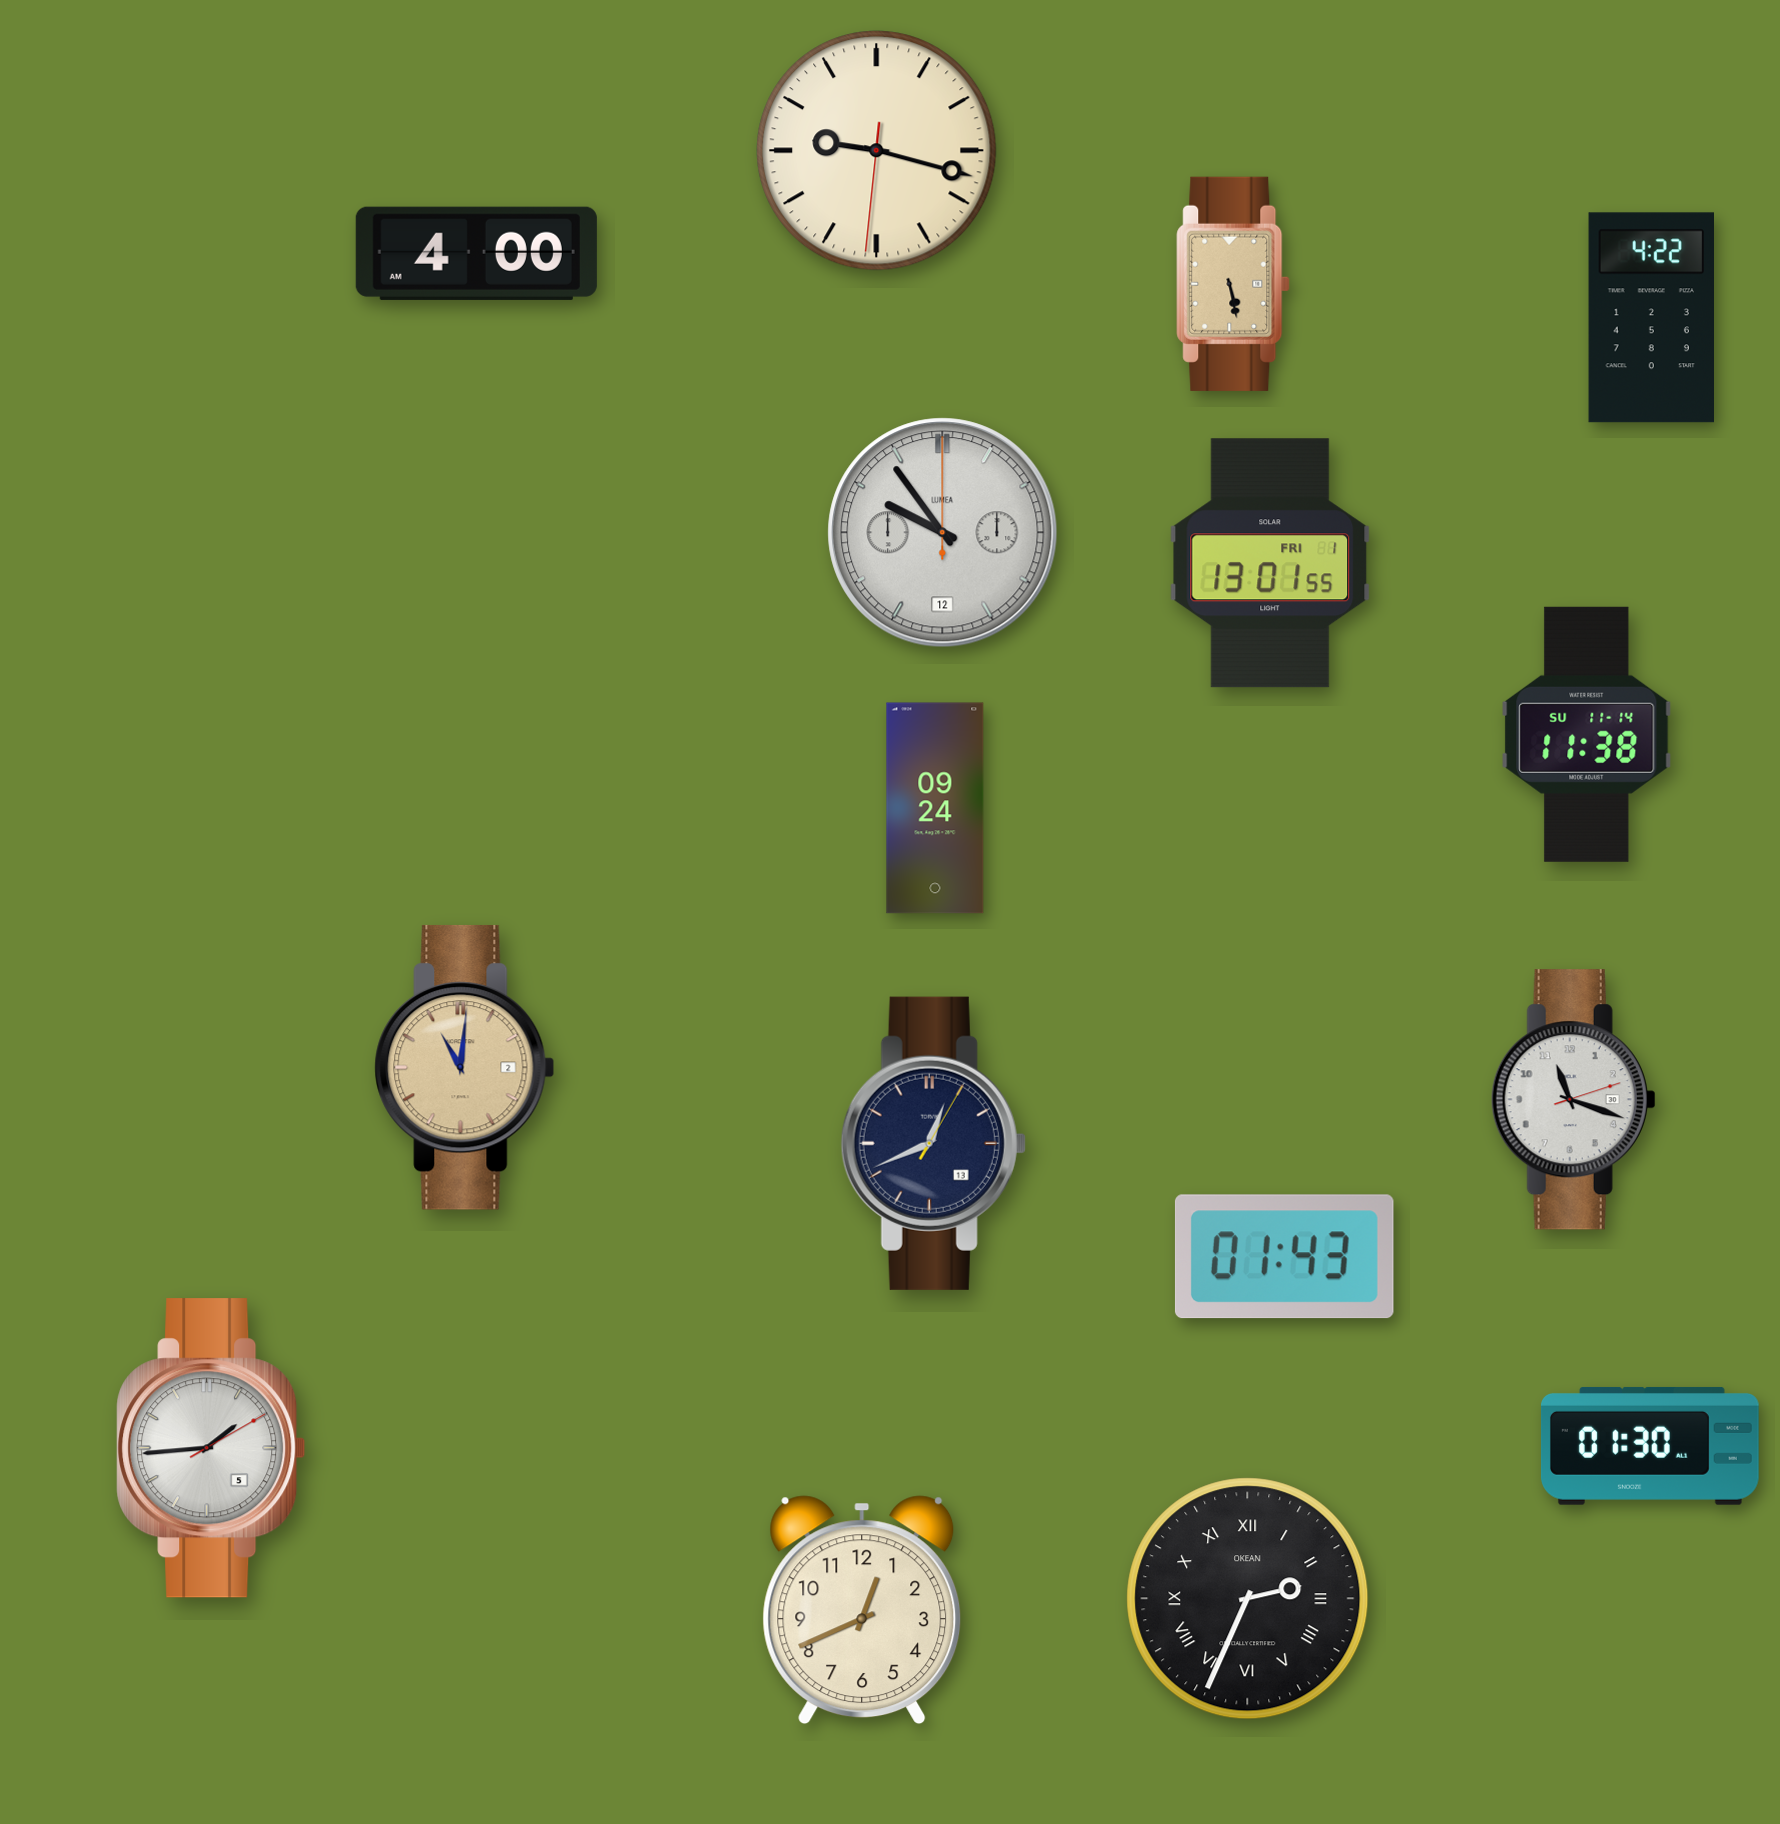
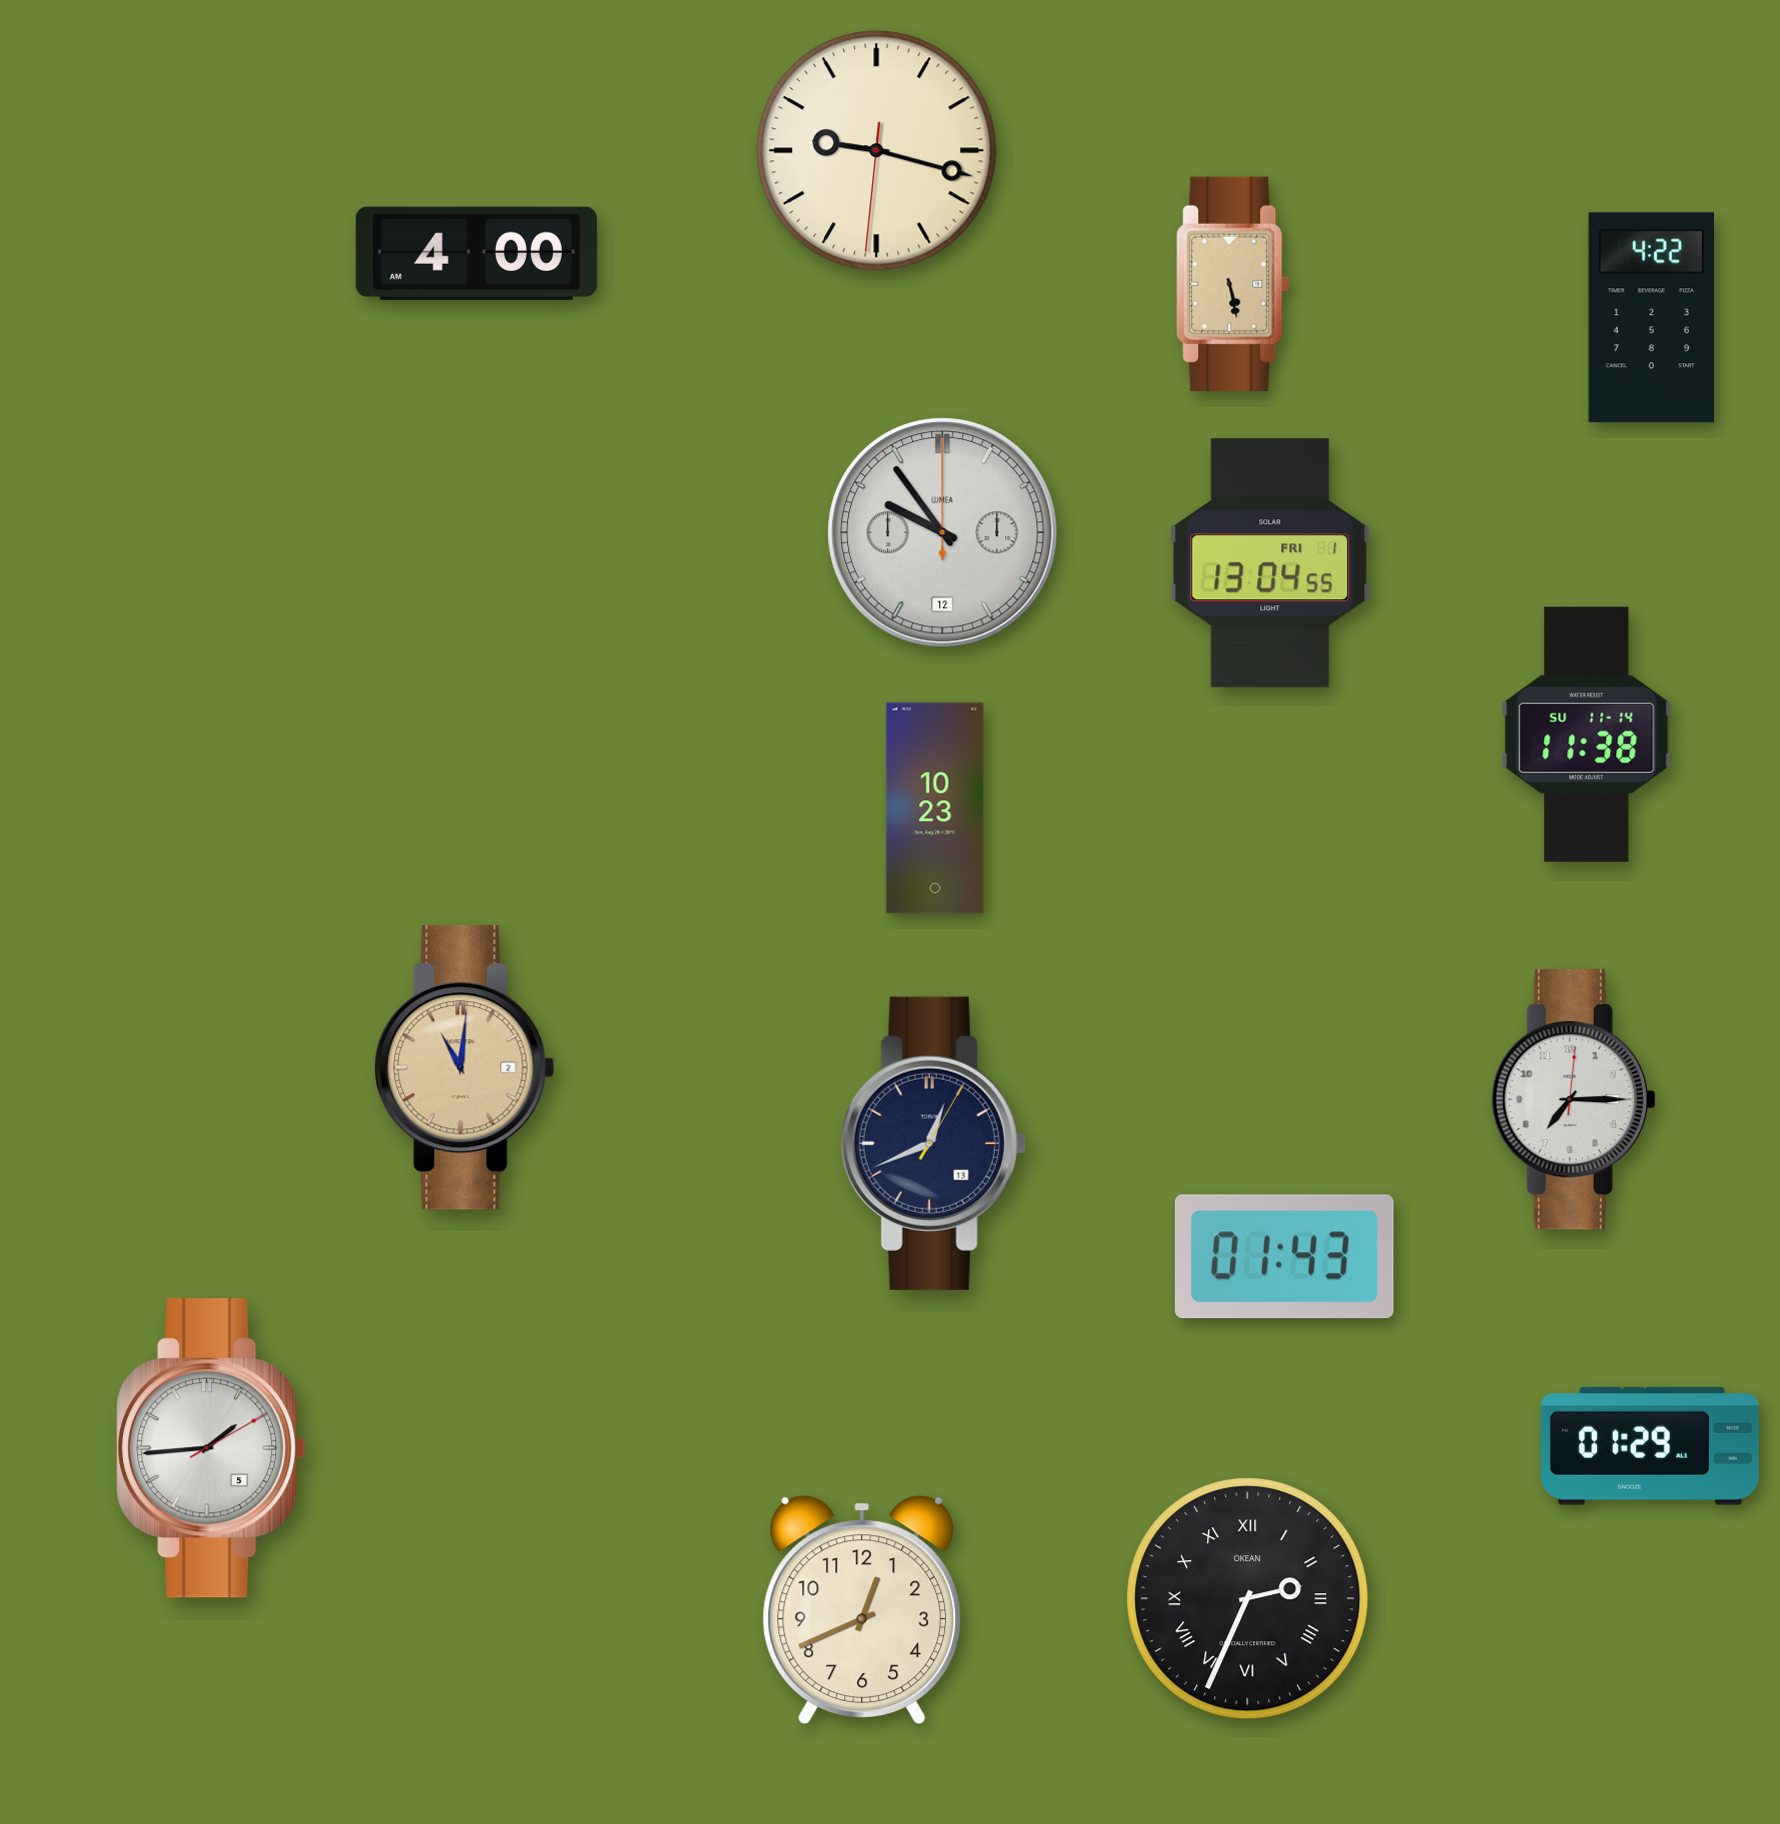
clock at (1270, 563): 13:01 -> 13:04
clock at (935, 808): 09:24 -> 10:23
clock at (1573, 1100): 11:18 -> 7:15
clock at (1650, 1446): 01:30 -> 01:29
